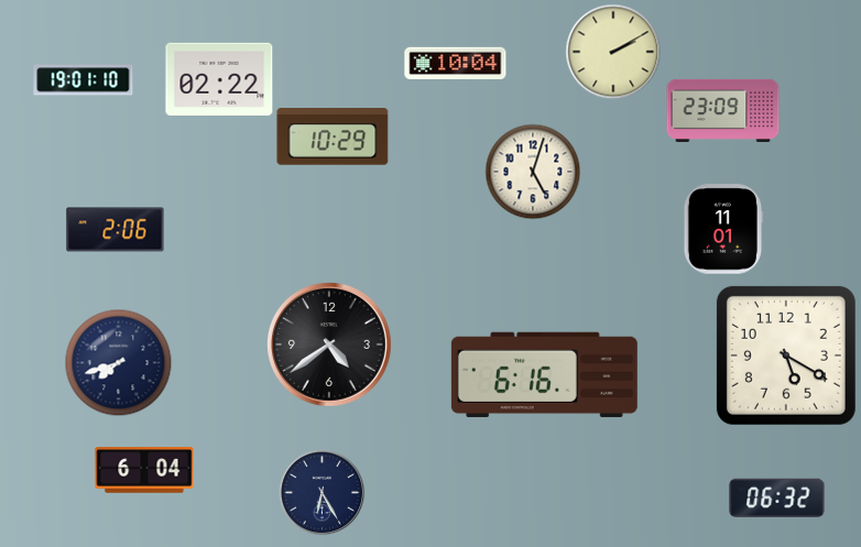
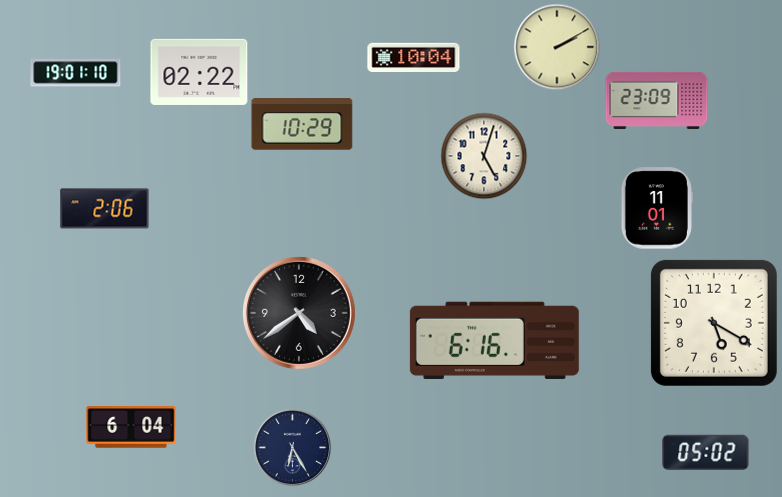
clock at (118, 362): 7:42 -> none
clock at (777, 497): 06:32 -> 05:02
